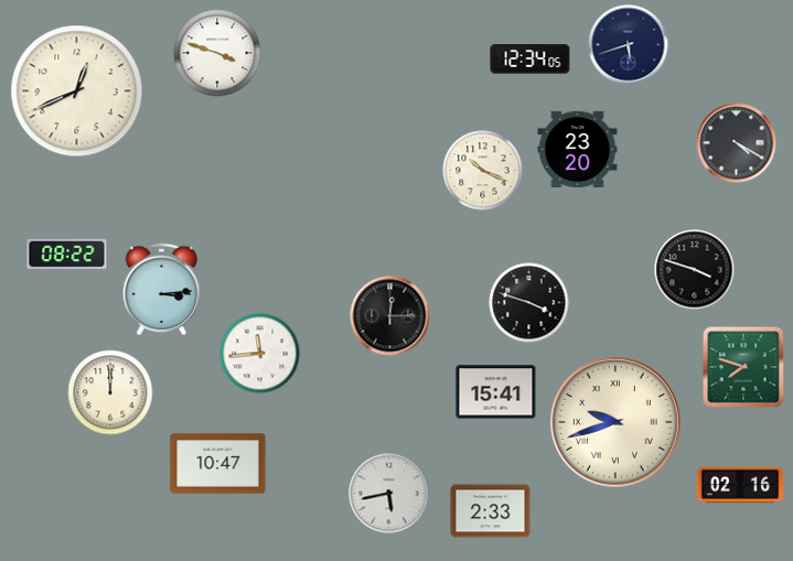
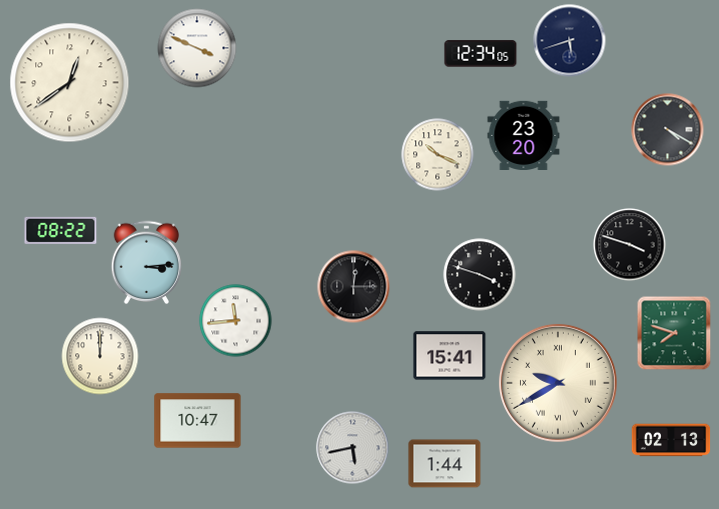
clock at (217, 53): 3:48 -> 3:49
clock at (77, 91): 12:41 -> 12:39
clock at (615, 422): 9:42 -> 9:40
clock at (740, 485): 02:16 -> 02:13
clock at (491, 511): 2:33 -> 1:44
